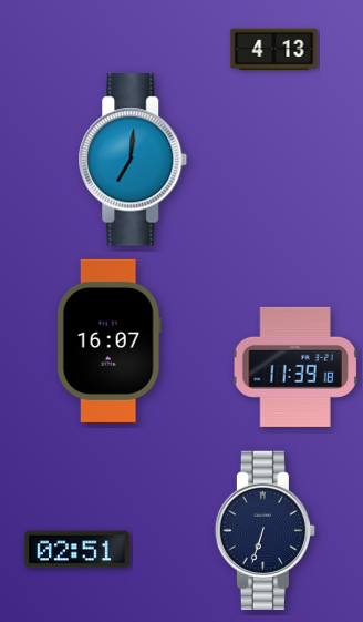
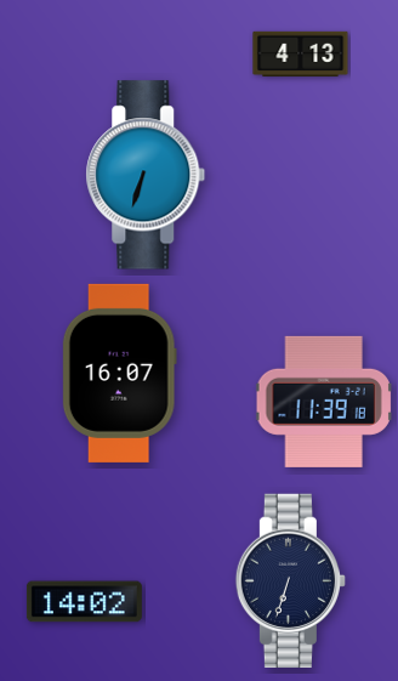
clock at (133, 160): 7:01 -> 6:33
clock at (76, 550): 02:51 -> 14:02
